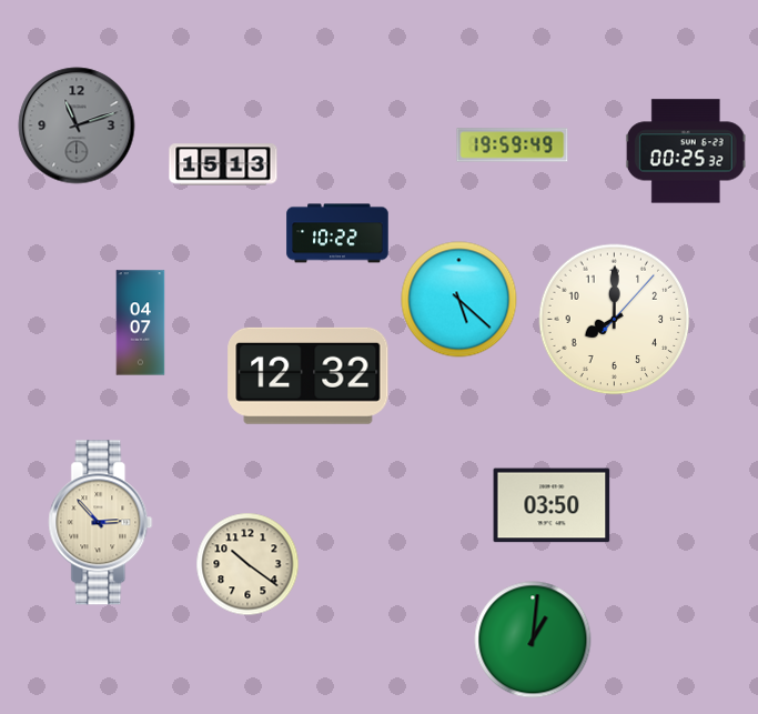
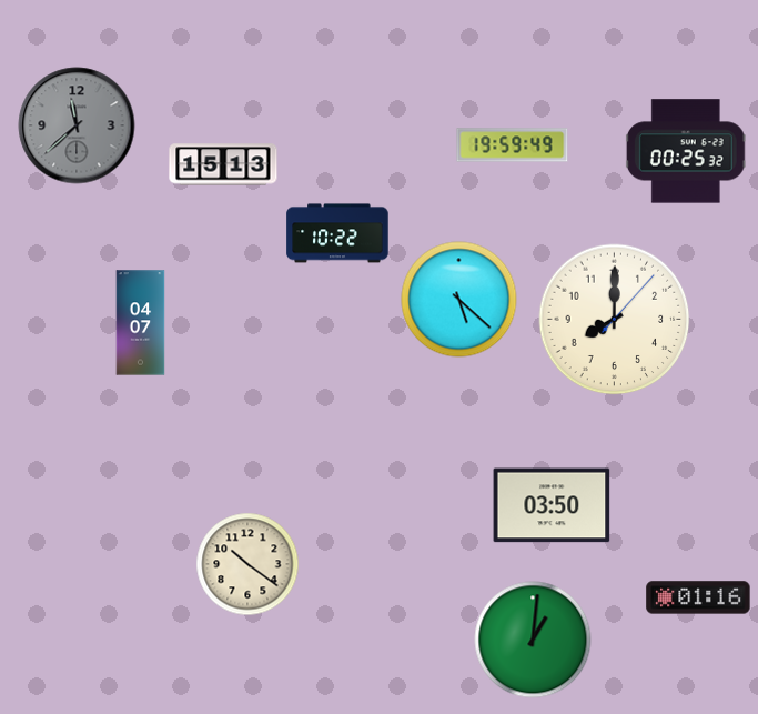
clock at (77, 125): 11:12 -> 11:38
clock at (309, 375): 12:32 -> none
clock at (101, 523): 2:53 -> none
clock at (698, 597): none -> 01:16
